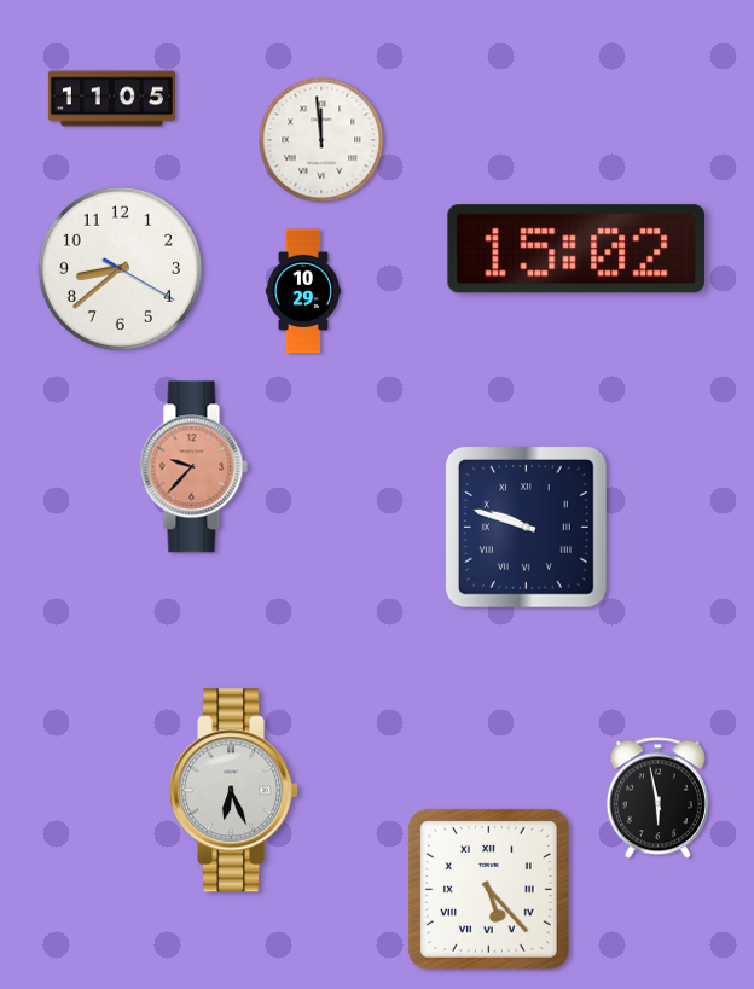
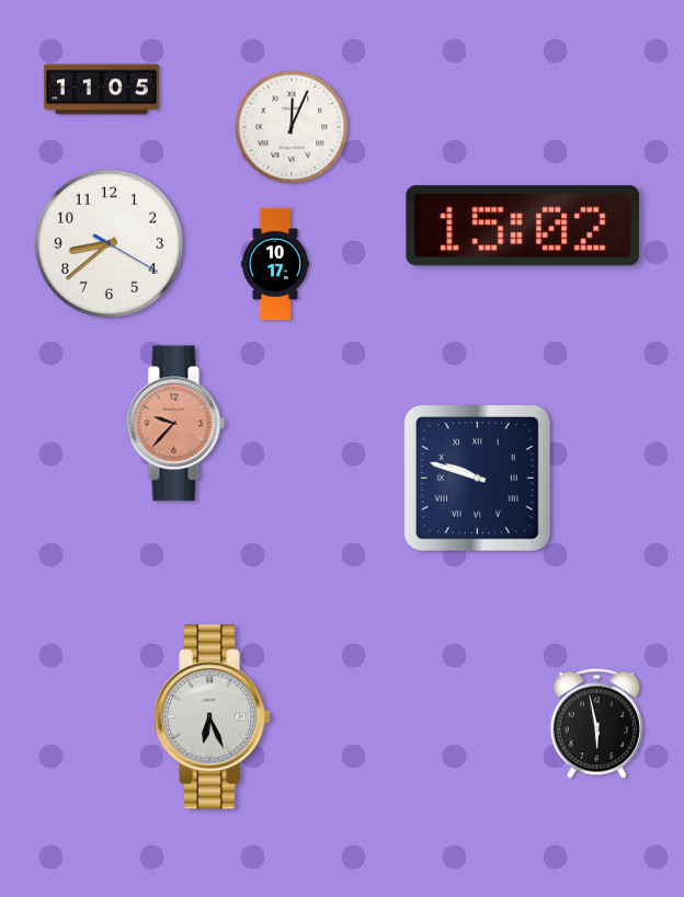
clock at (321, 140): 11:59 -> 12:04
clock at (302, 291): 10:29 -> 10:17
clock at (488, 889): 5:23 -> none
